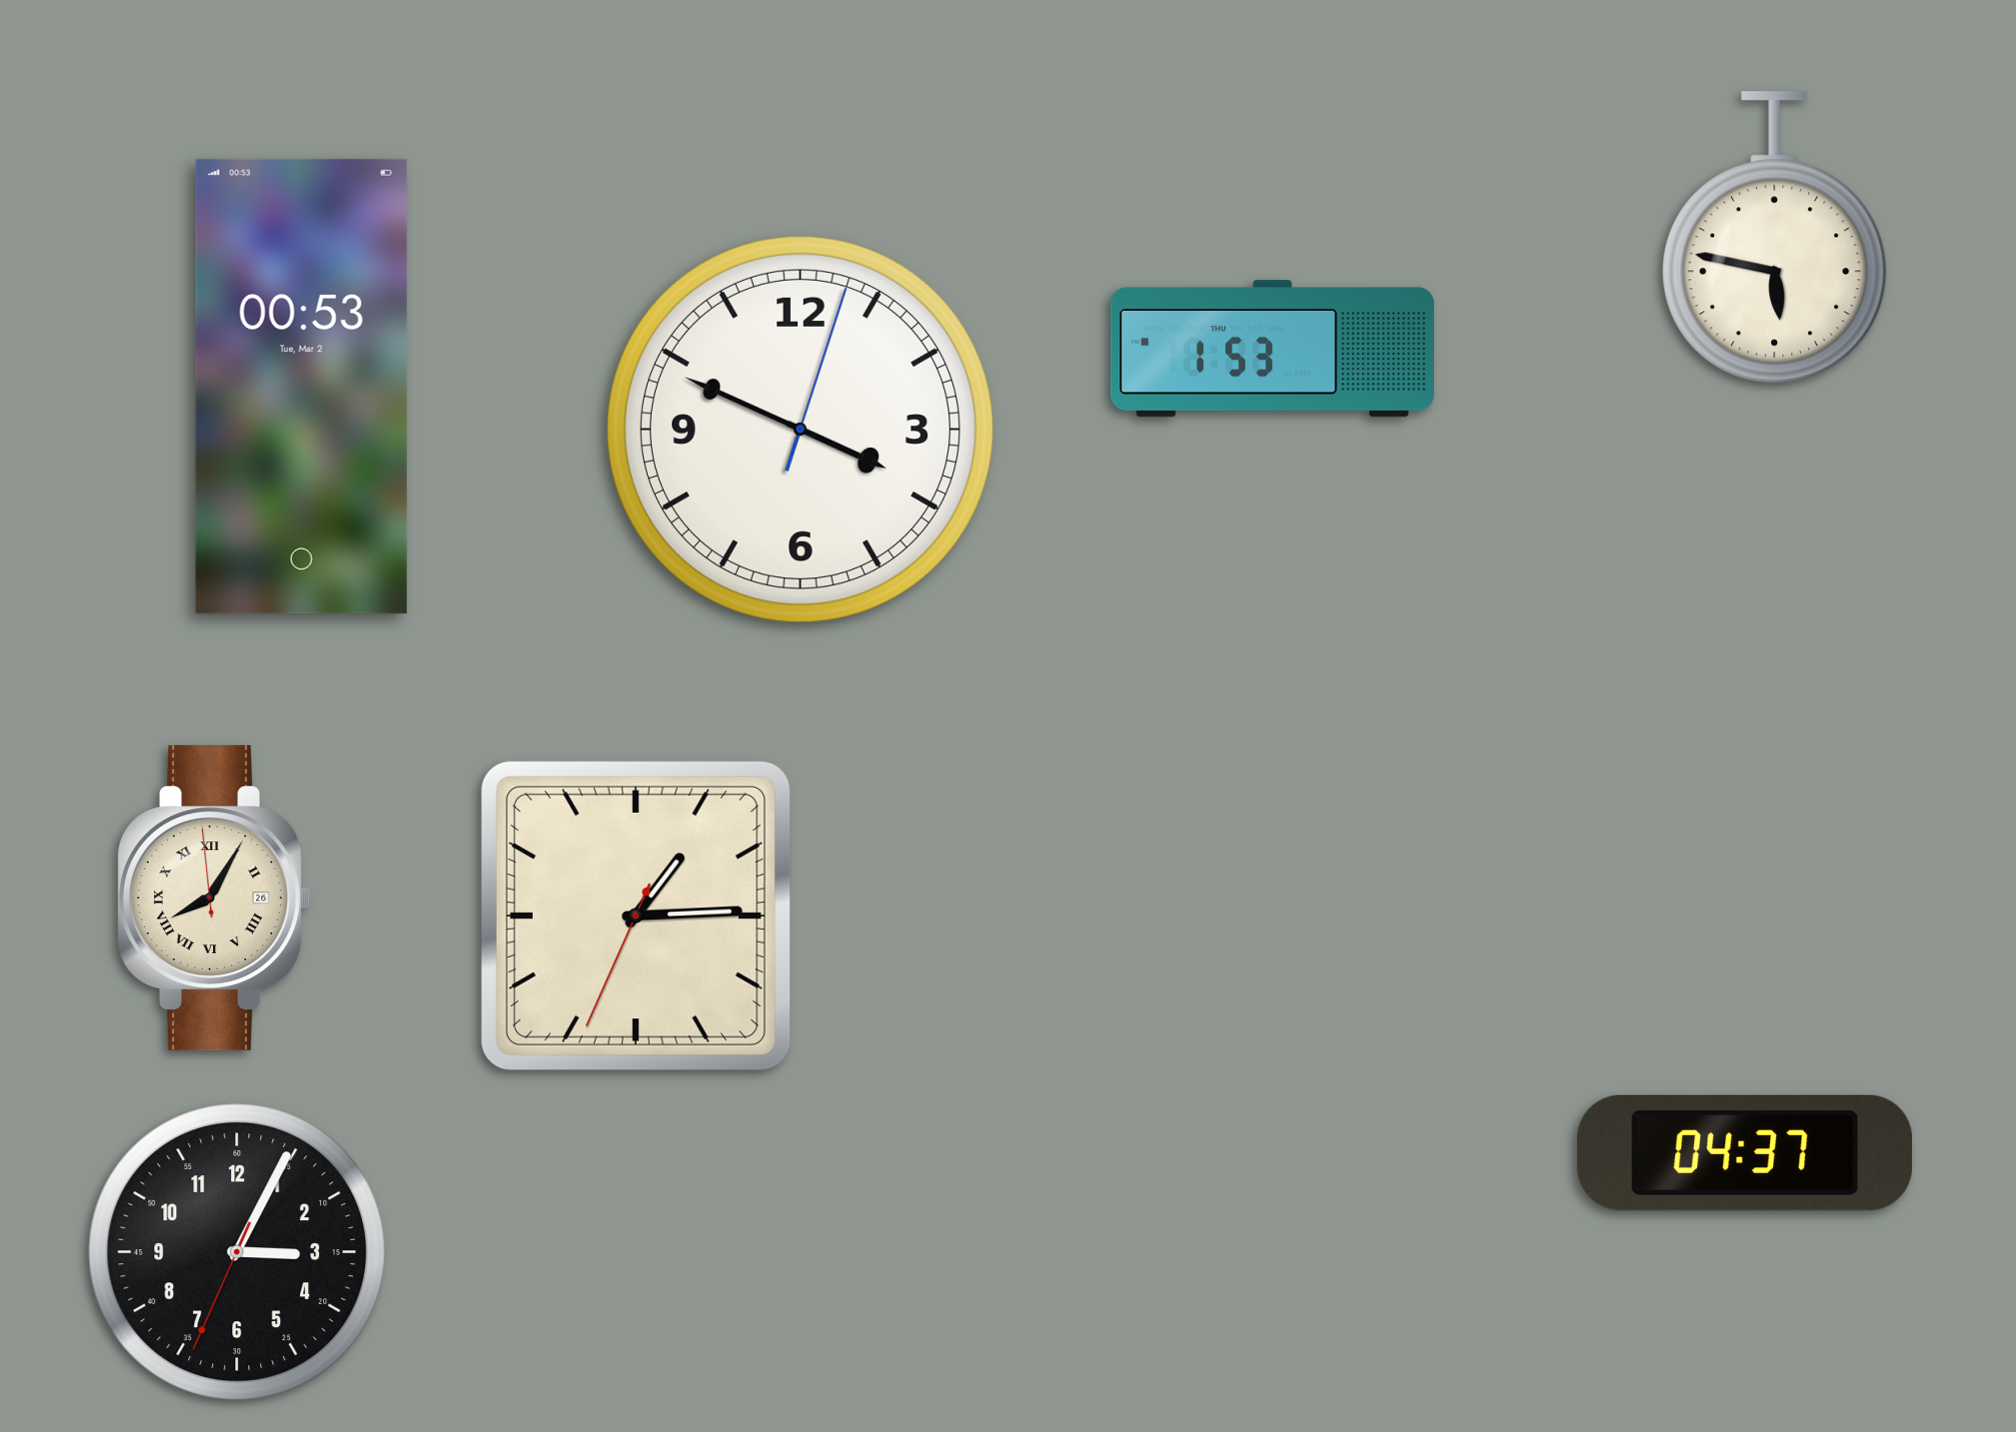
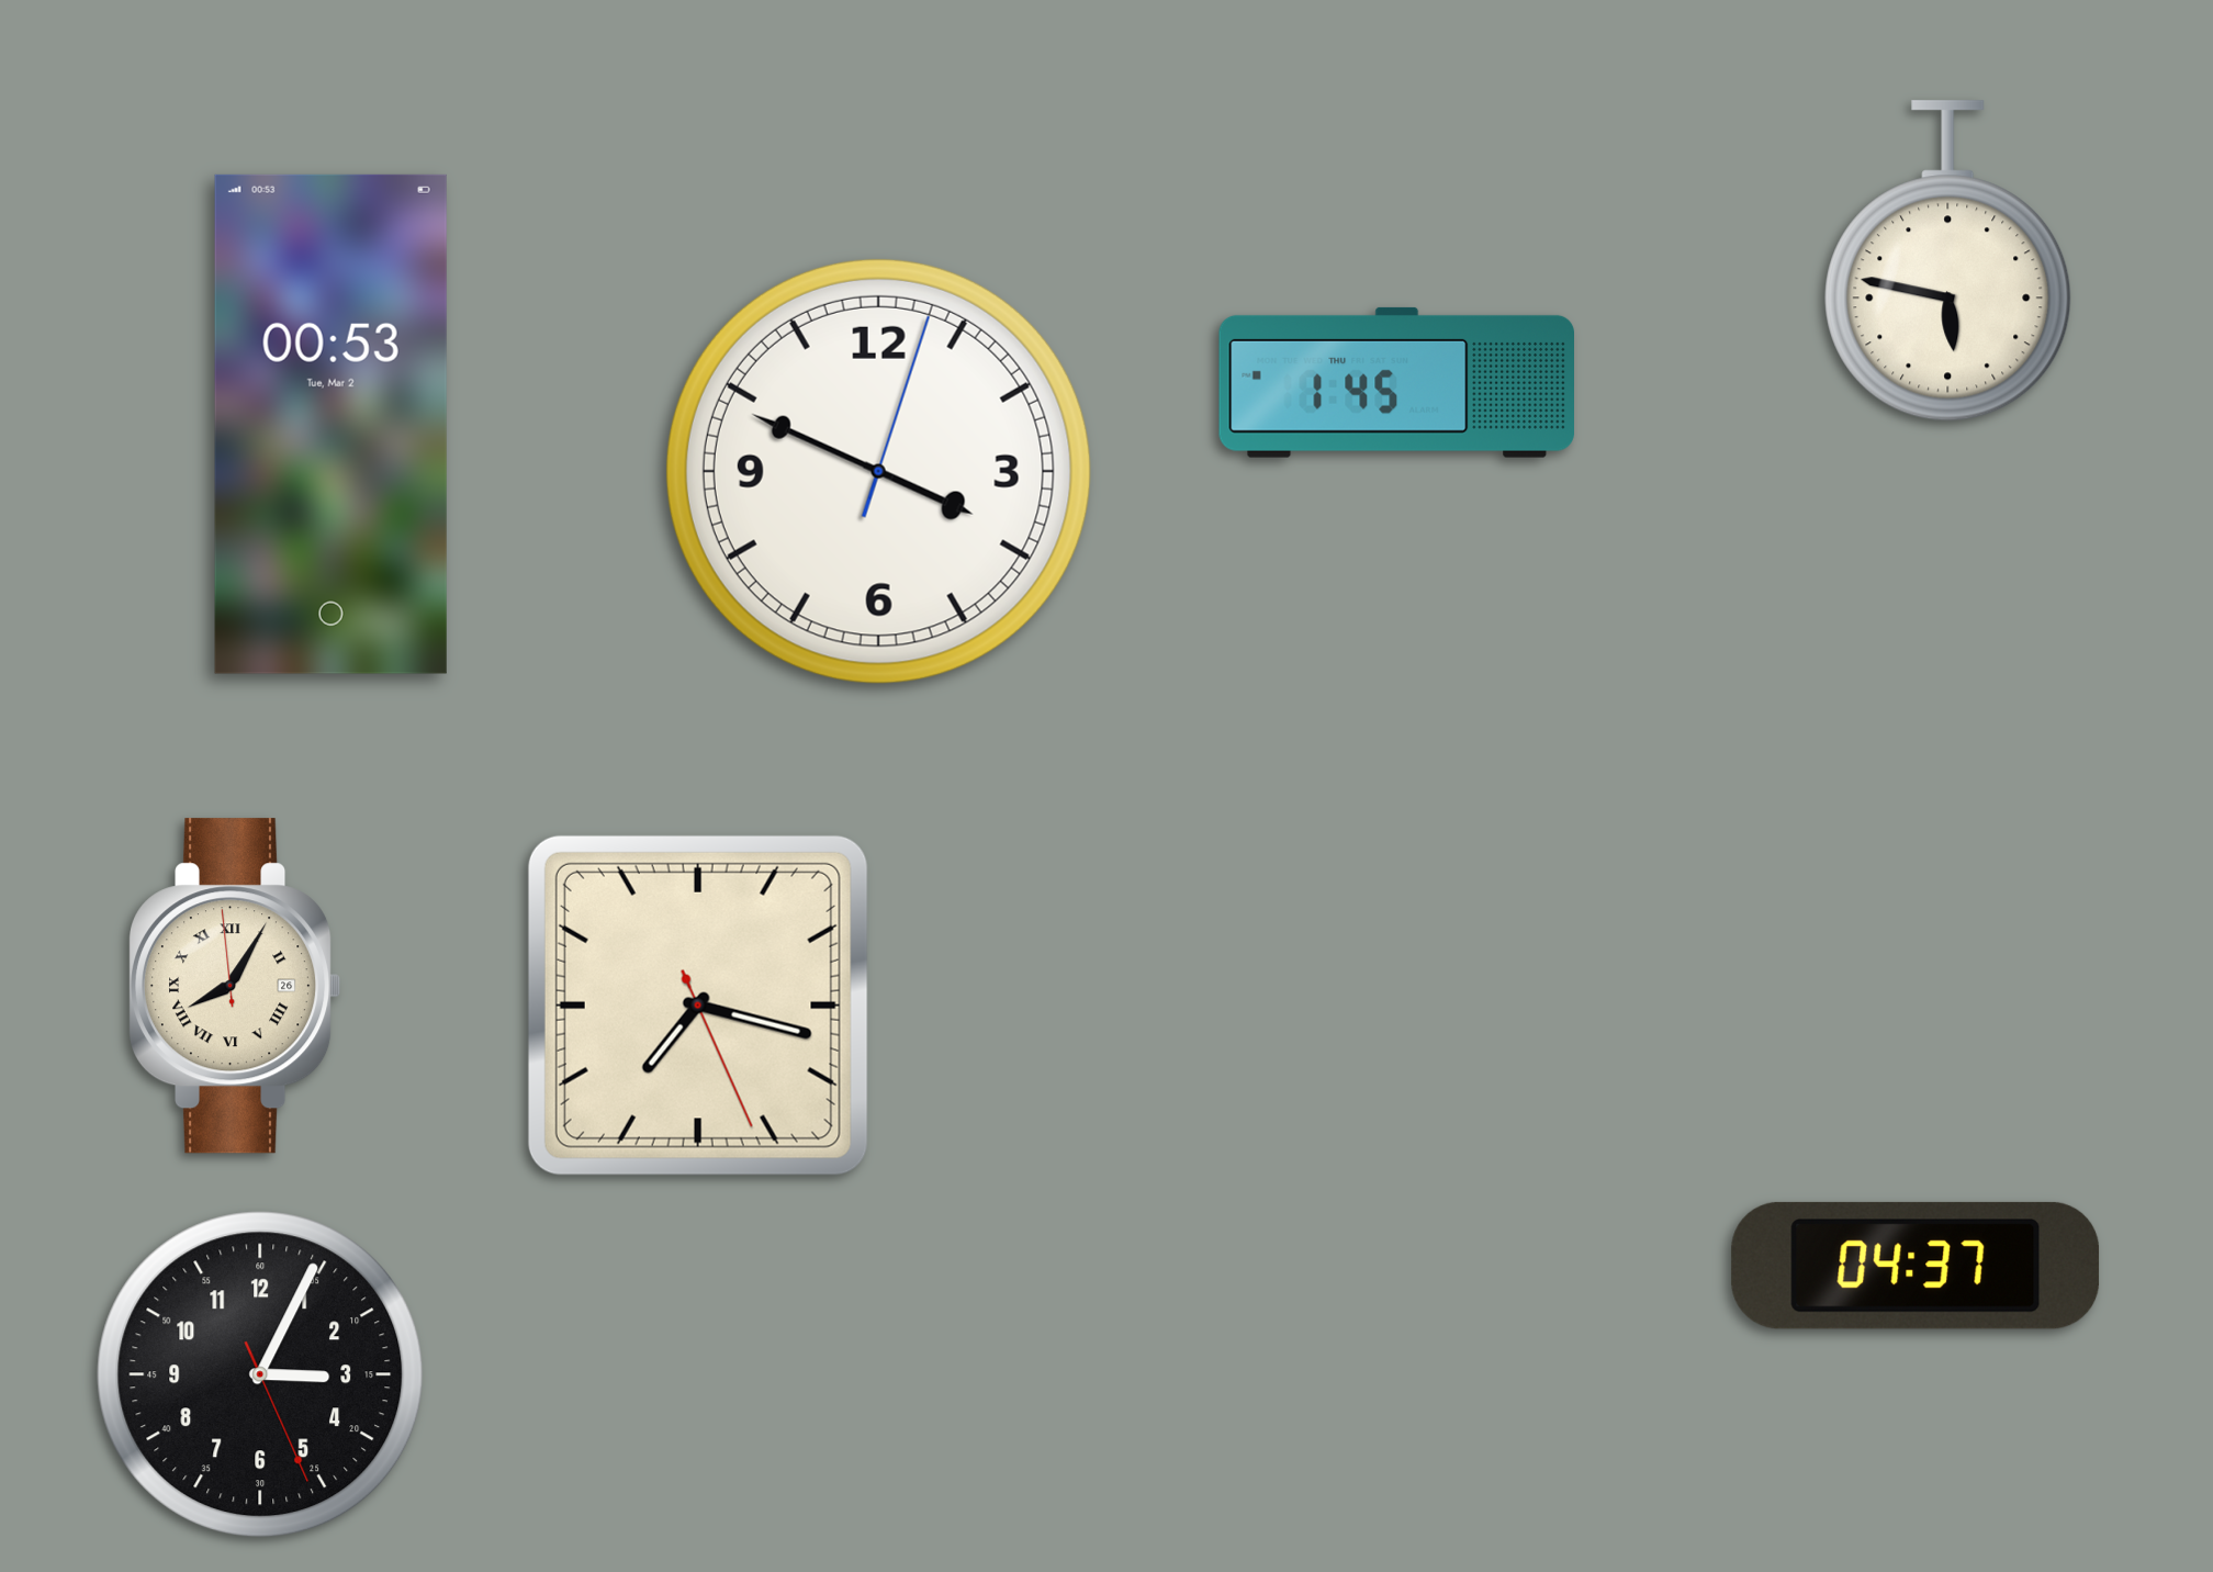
clock at (1272, 348): 1:53 -> 1:45
clock at (636, 916): 1:14 -> 7:17
clock at (237, 1252): 3:04:34 -> 3:04:26
